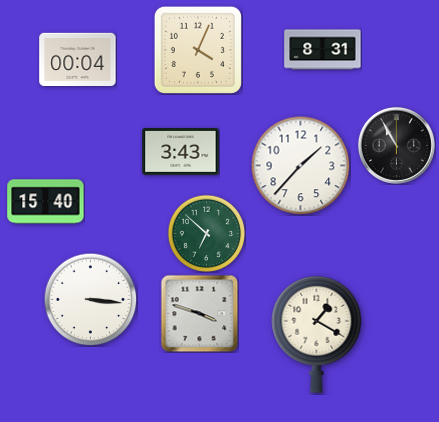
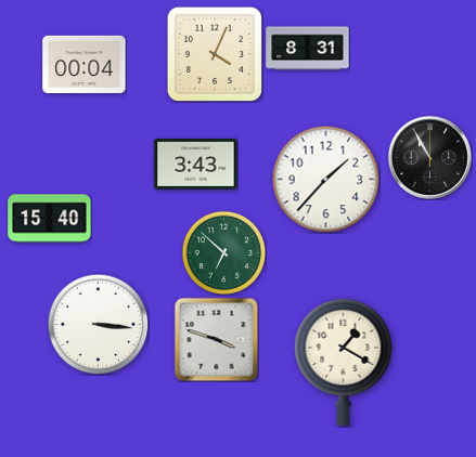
clock at (323, 50) position: (323, 50) -> (308, 49)
